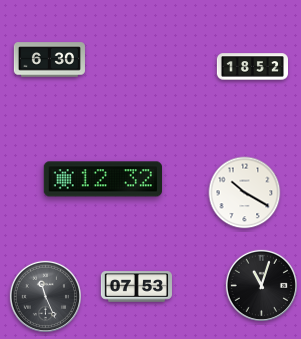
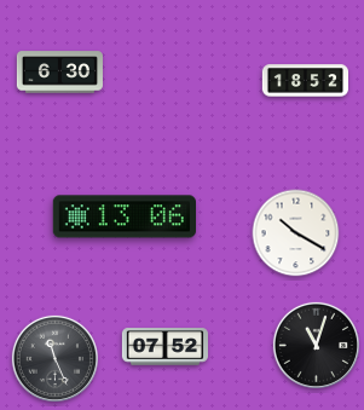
clock at (102, 179): 12:32 -> 13:06
clock at (136, 287): 07:53 -> 07:52
